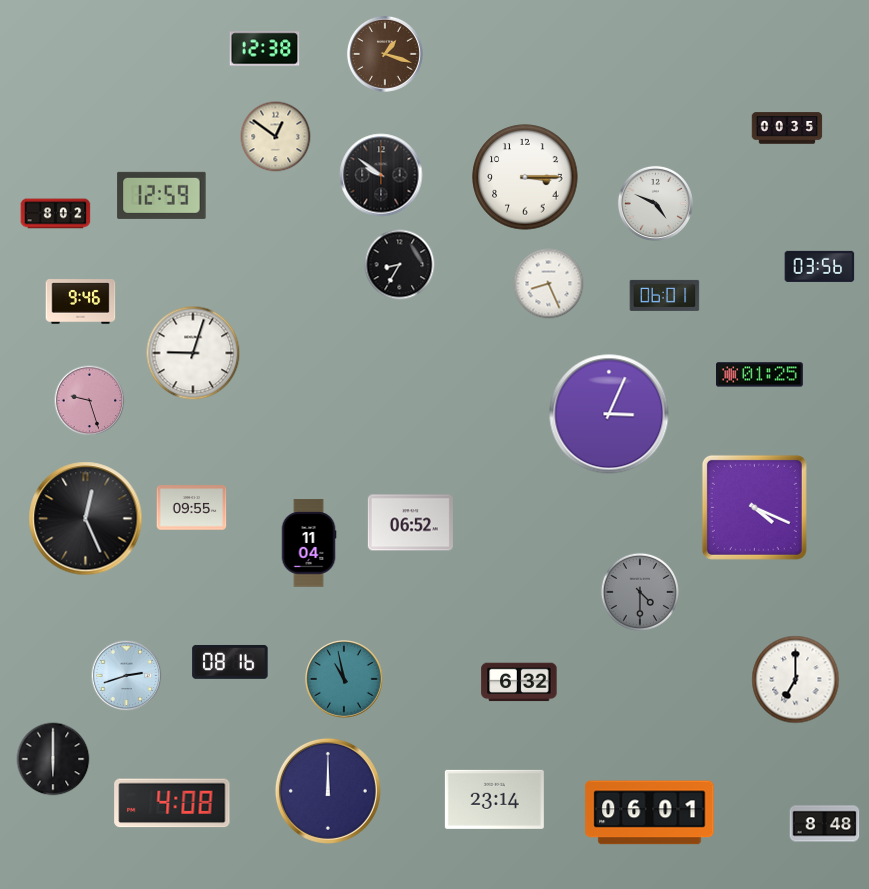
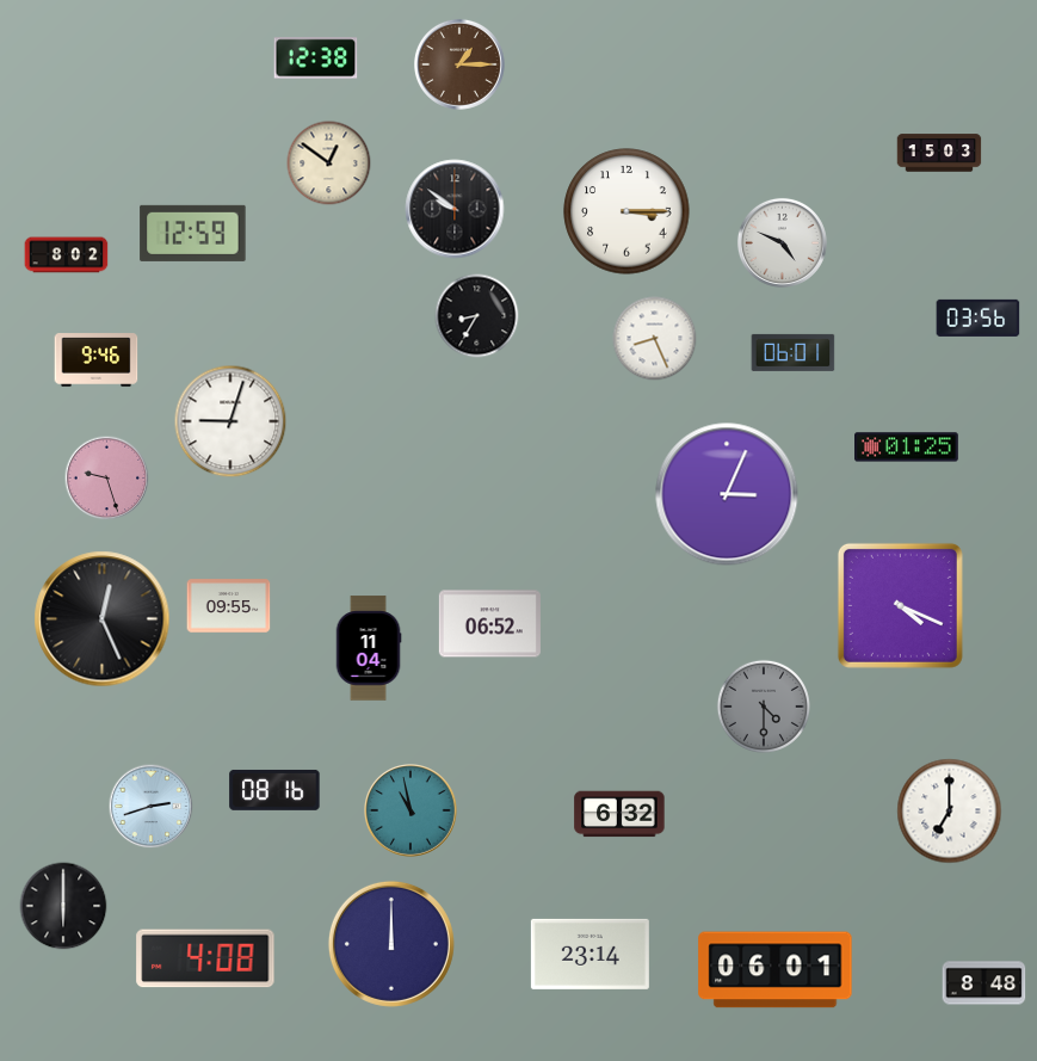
clock at (385, 54): 1:18 -> 1:15
clock at (787, 128): 00:35 -> 15:03
